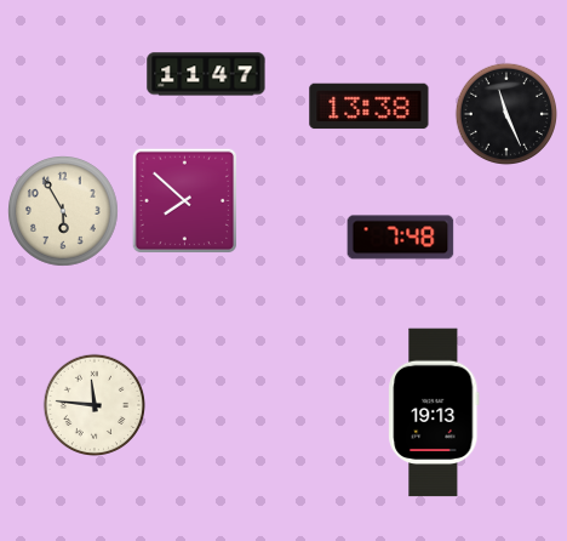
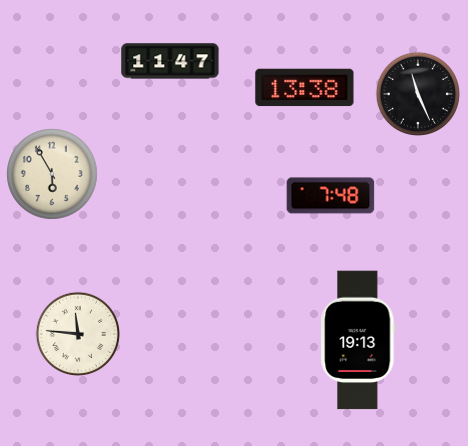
clock at (185, 201): 7:52 -> none
